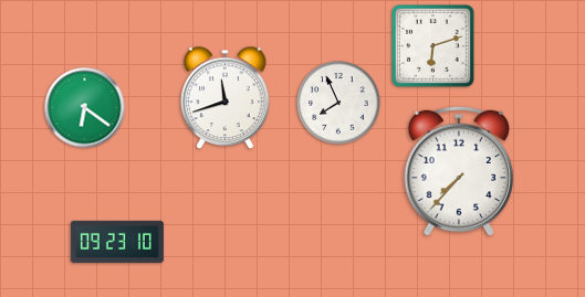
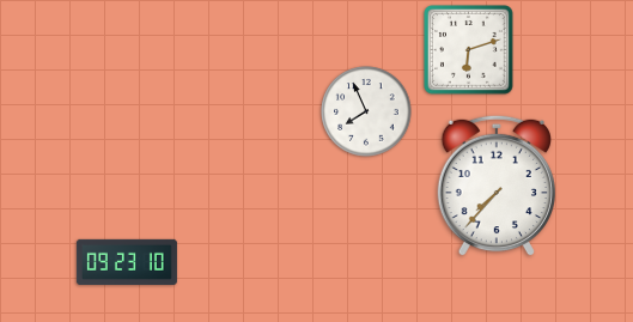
clock at (226, 98): 11:42 -> none
clock at (85, 108): 6:21 -> none
